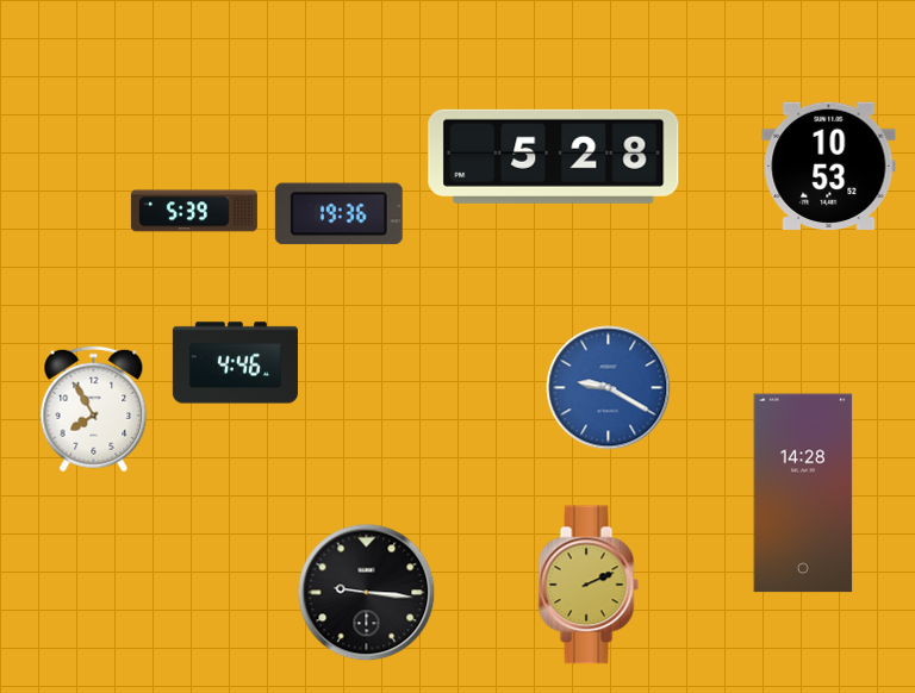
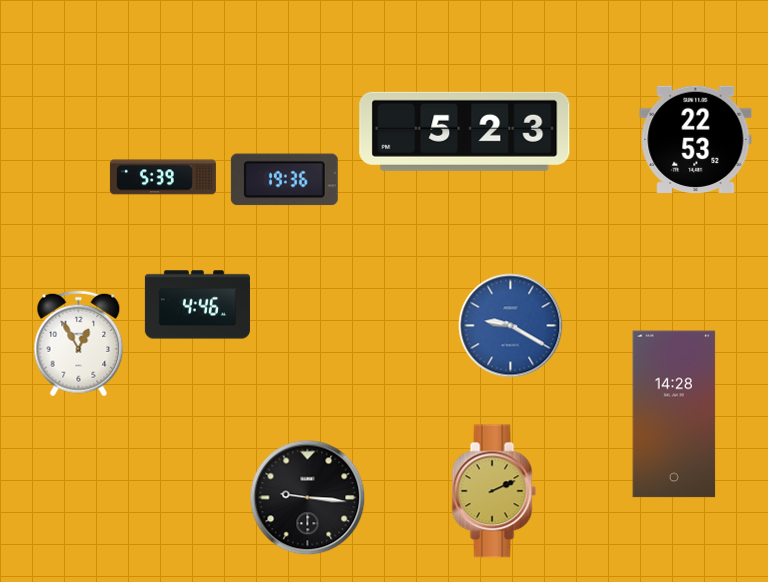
clock at (554, 156): 5:28 -> 5:23
clock at (829, 166): 10:53 -> 22:53
clock at (94, 410): 7:55 -> 12:55
